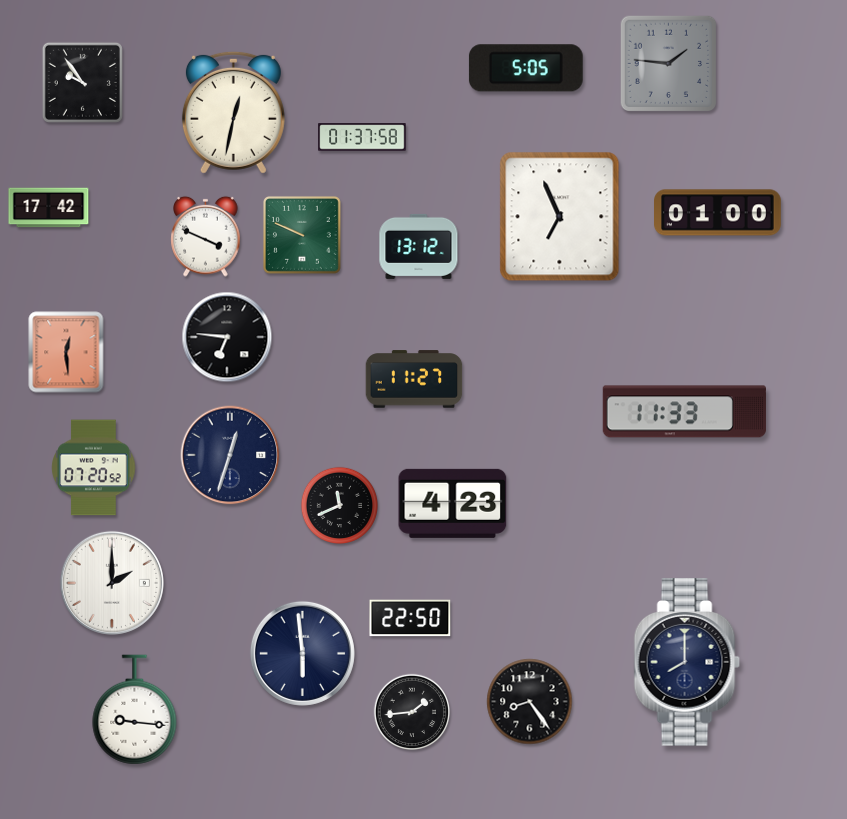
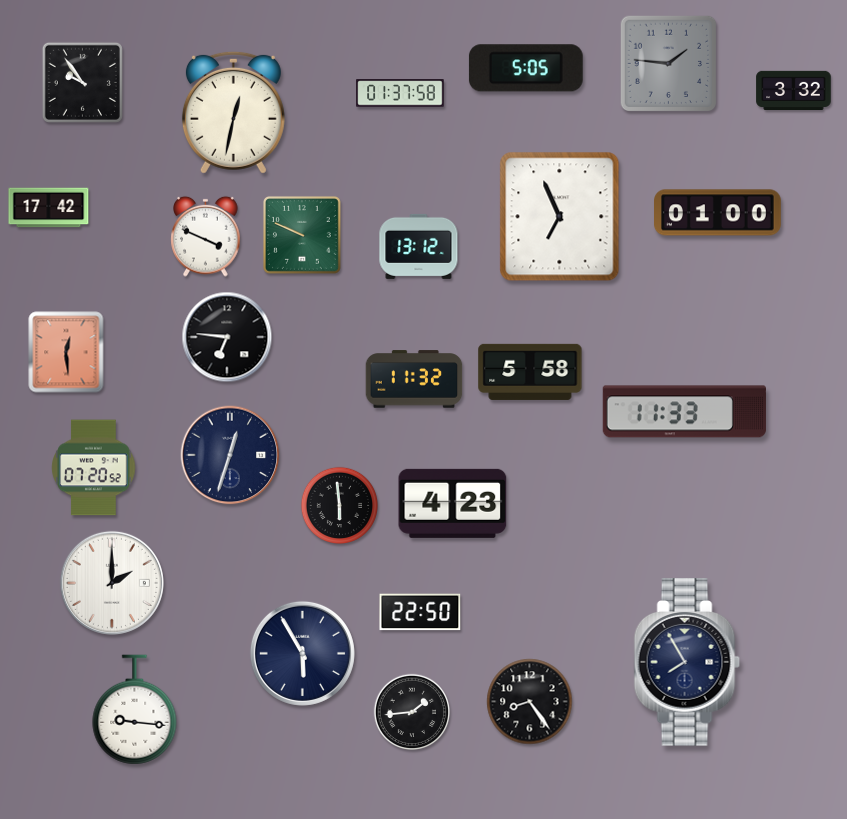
clock at (794, 91): none -> 3:32
clock at (362, 137) position: (362, 137) -> (400, 93)
clock at (530, 372): none -> 5:58
clock at (414, 379): 11:27 -> 11:32
clock at (339, 505): 11:41 -> 5:59
clock at (410, 618) position: (410, 618) -> (420, 612)
clock at (302, 653): 5:59 -> 5:55
clock at (687, 662): 8:00 -> 7:55
